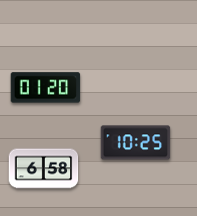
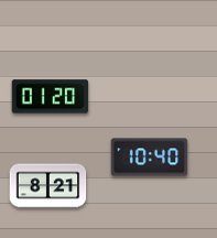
clock at (136, 143): 10:25 -> 10:40
clock at (44, 169): 6:58 -> 8:21
